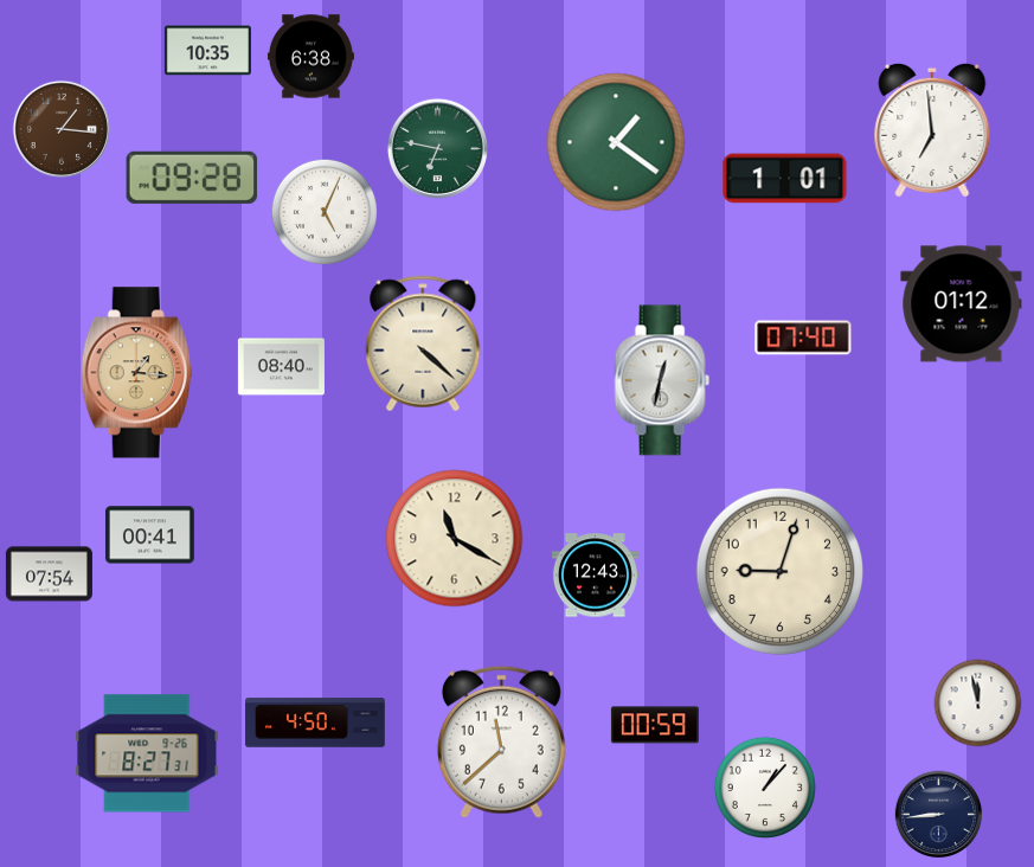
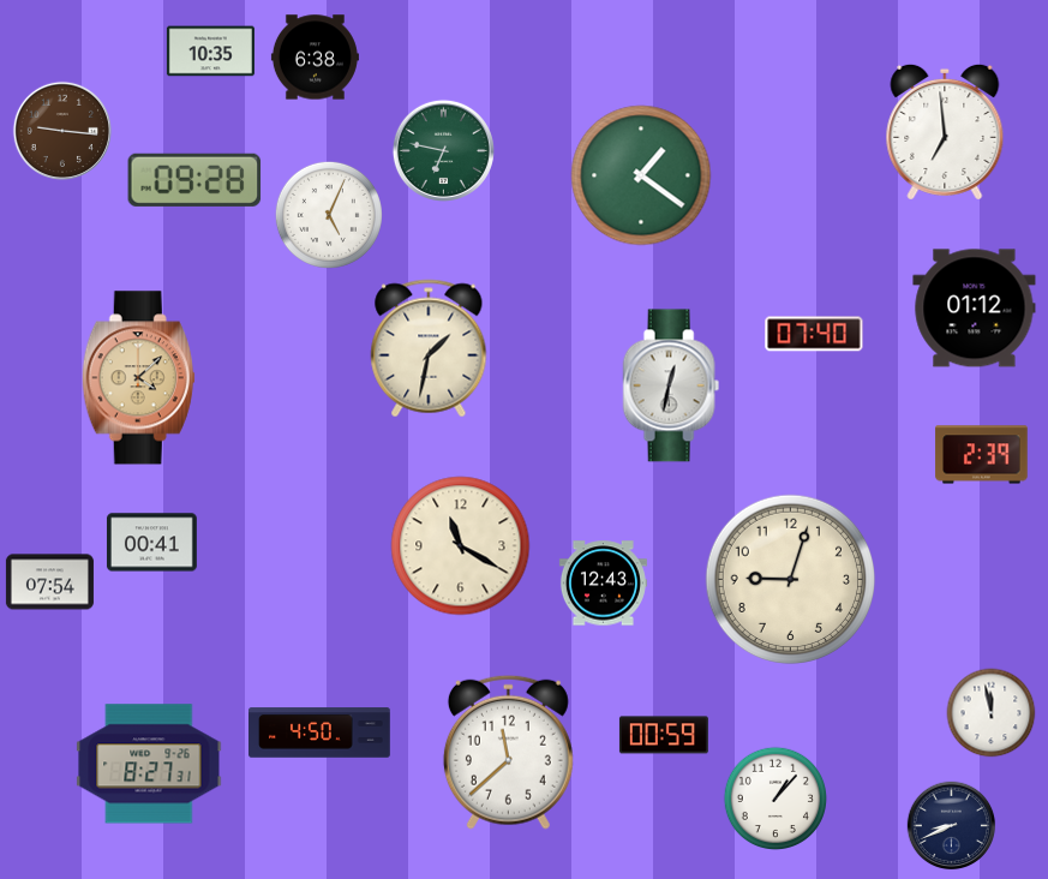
clock at (62, 129): 1:16 -> 9:16
clock at (616, 142) position: (616, 142) -> (641, 175)
clock at (785, 179): 1:01 -> none
clock at (803, 338) position: (803, 338) -> (814, 334)
clock at (423, 343): 4:22 -> 1:32
clock at (281, 367): 08:40 -> none
clock at (136, 373): 1:16 -> 4:08
clock at (982, 455): none -> 2:39
clock at (939, 815): 8:44 -> 8:41
